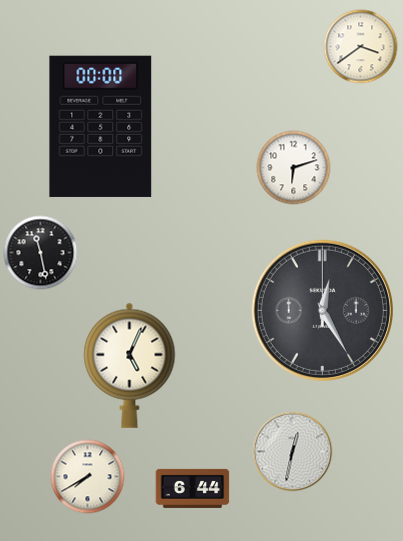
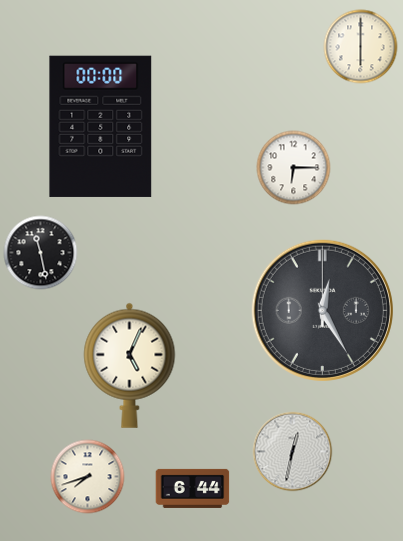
clock at (361, 47): 3:39 -> 6:00
clock at (294, 168): 6:12 -> 6:15
clock at (88, 477): 7:40 -> 7:42
